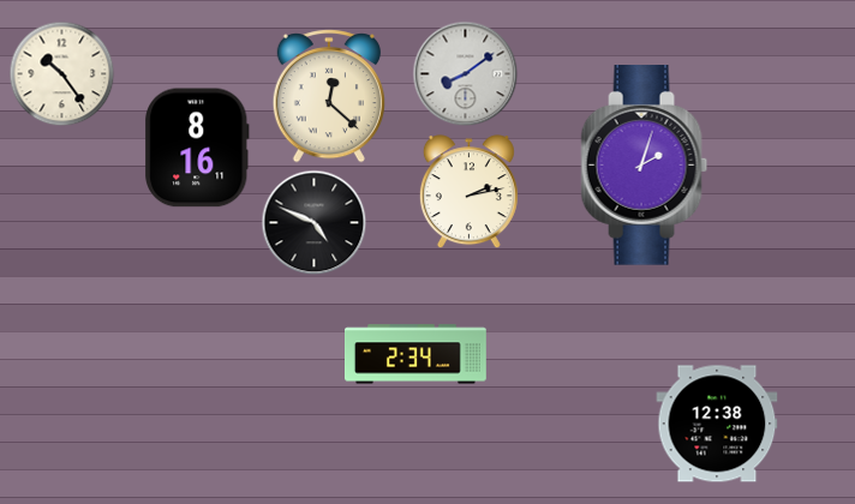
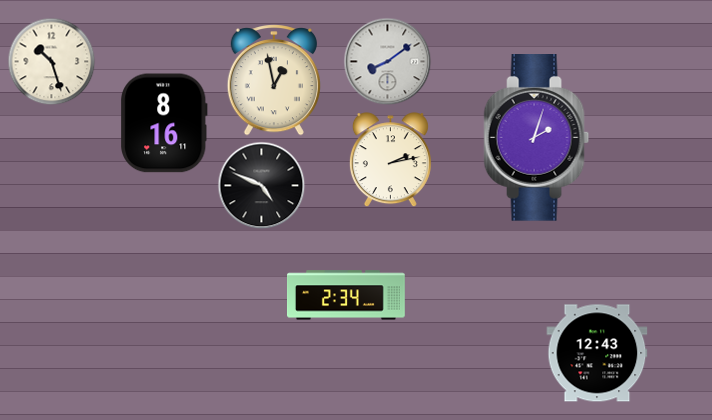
clock at (61, 73): 10:24 -> 10:27
clock at (329, 97): 12:22 -> 12:58
clock at (717, 424): 12:38 -> 12:43
